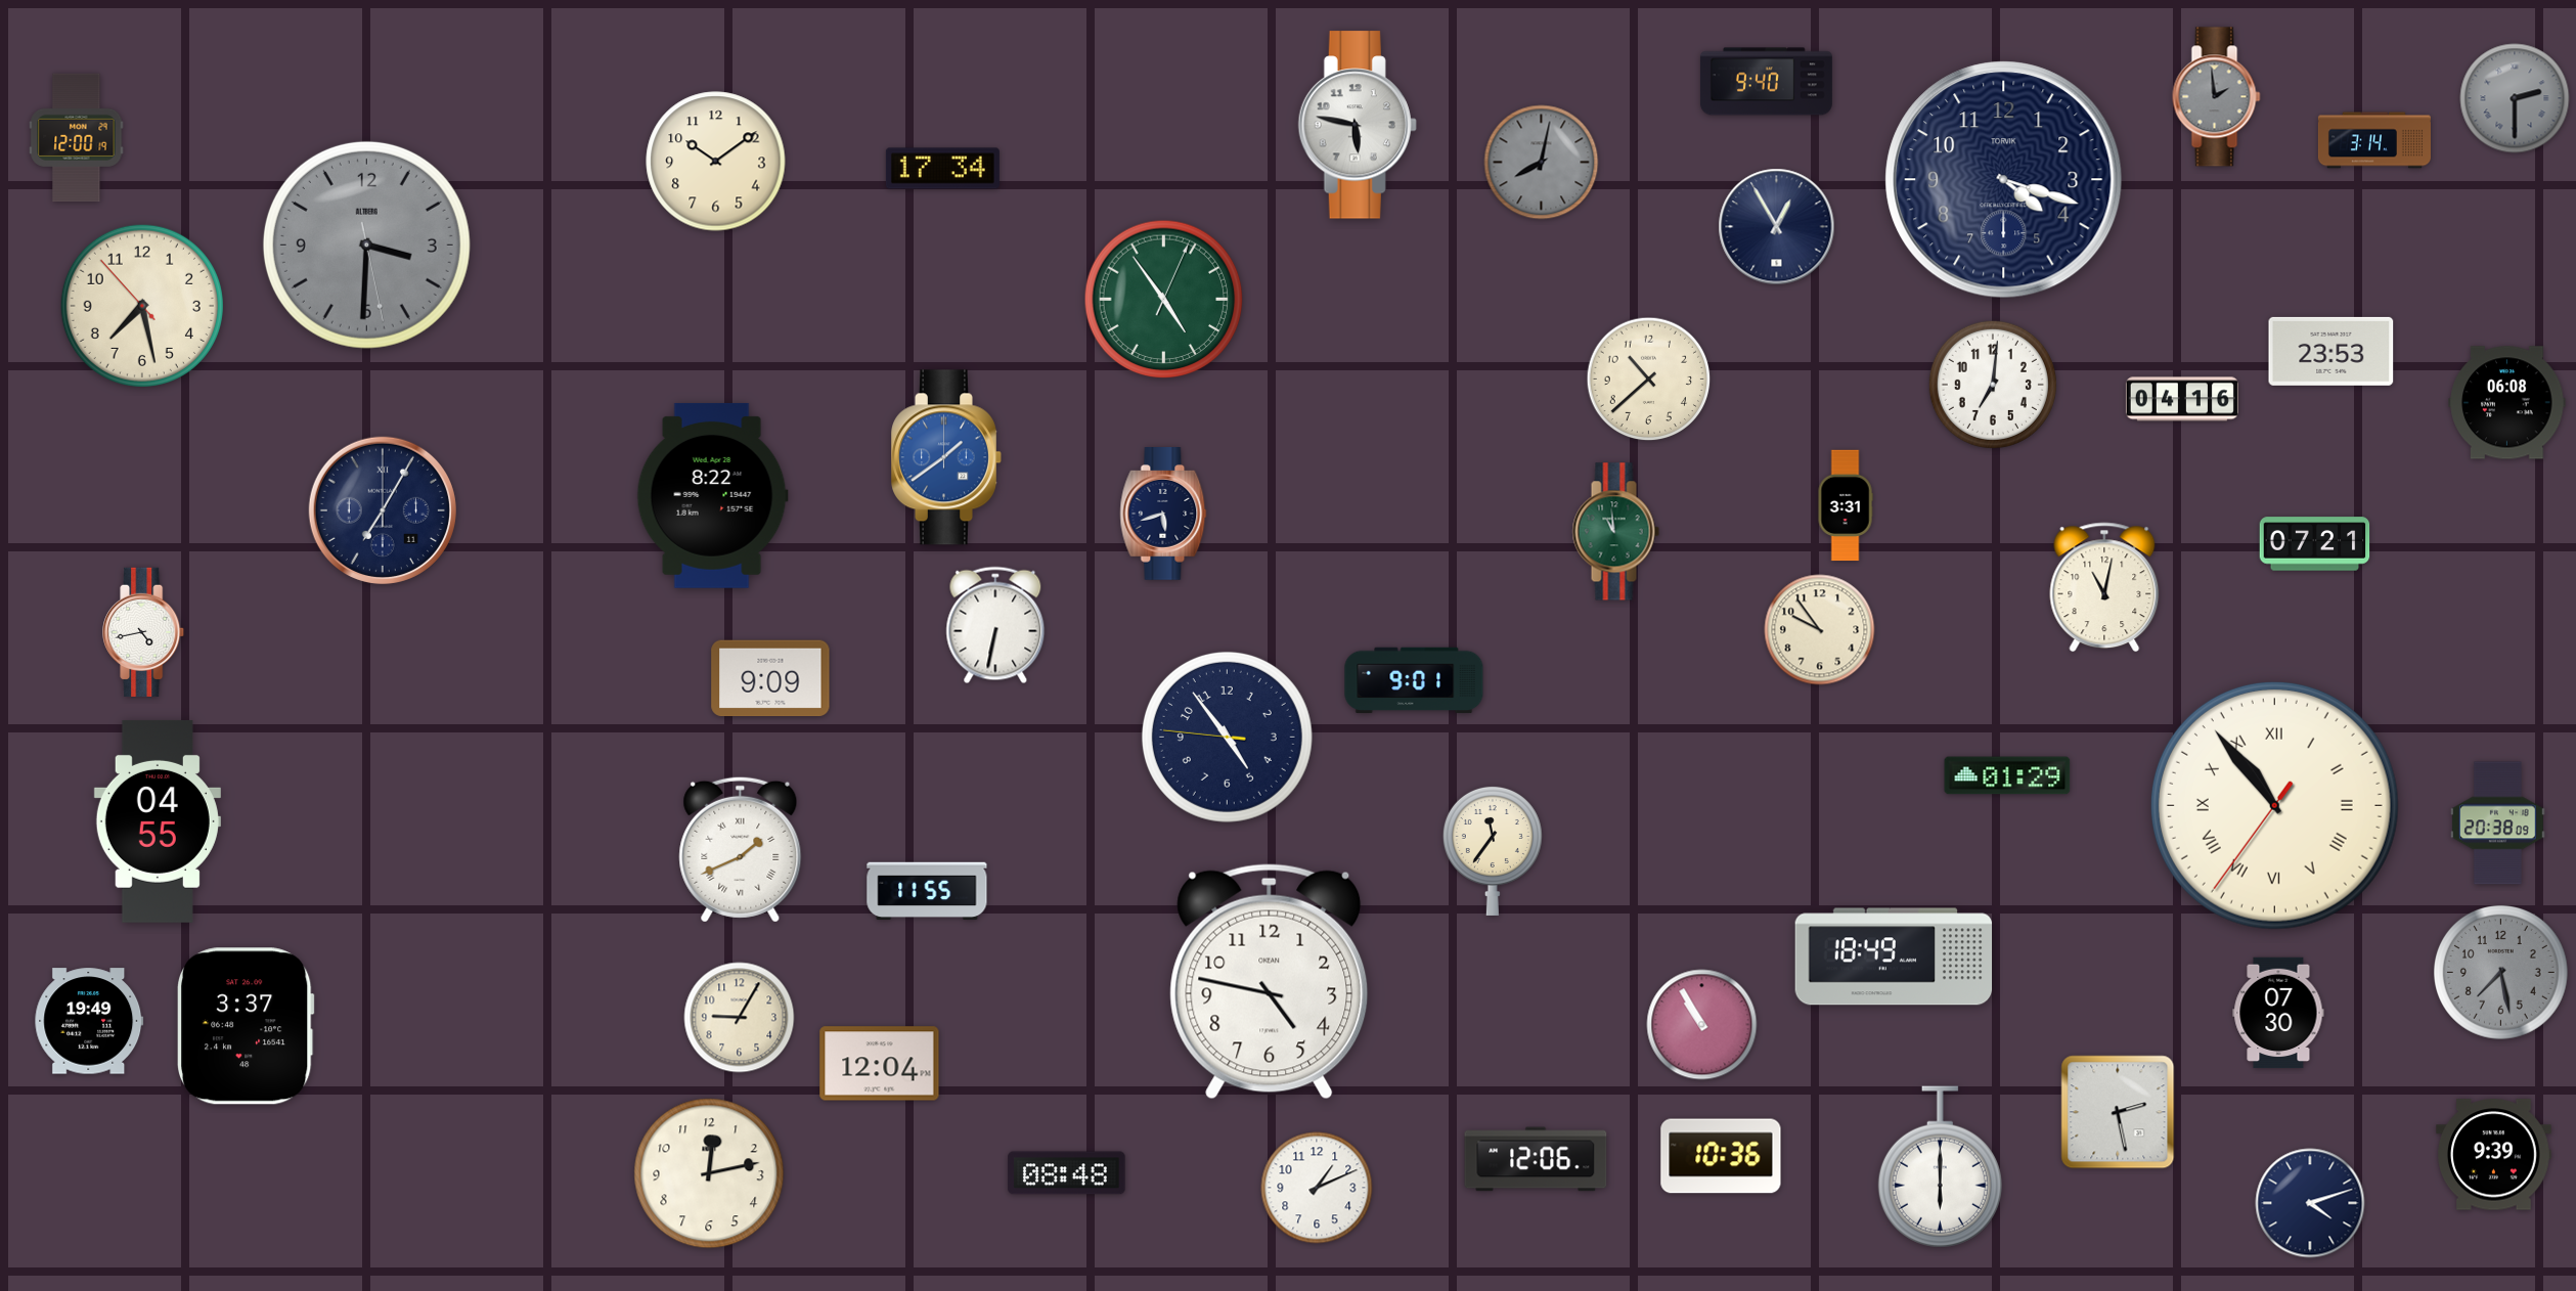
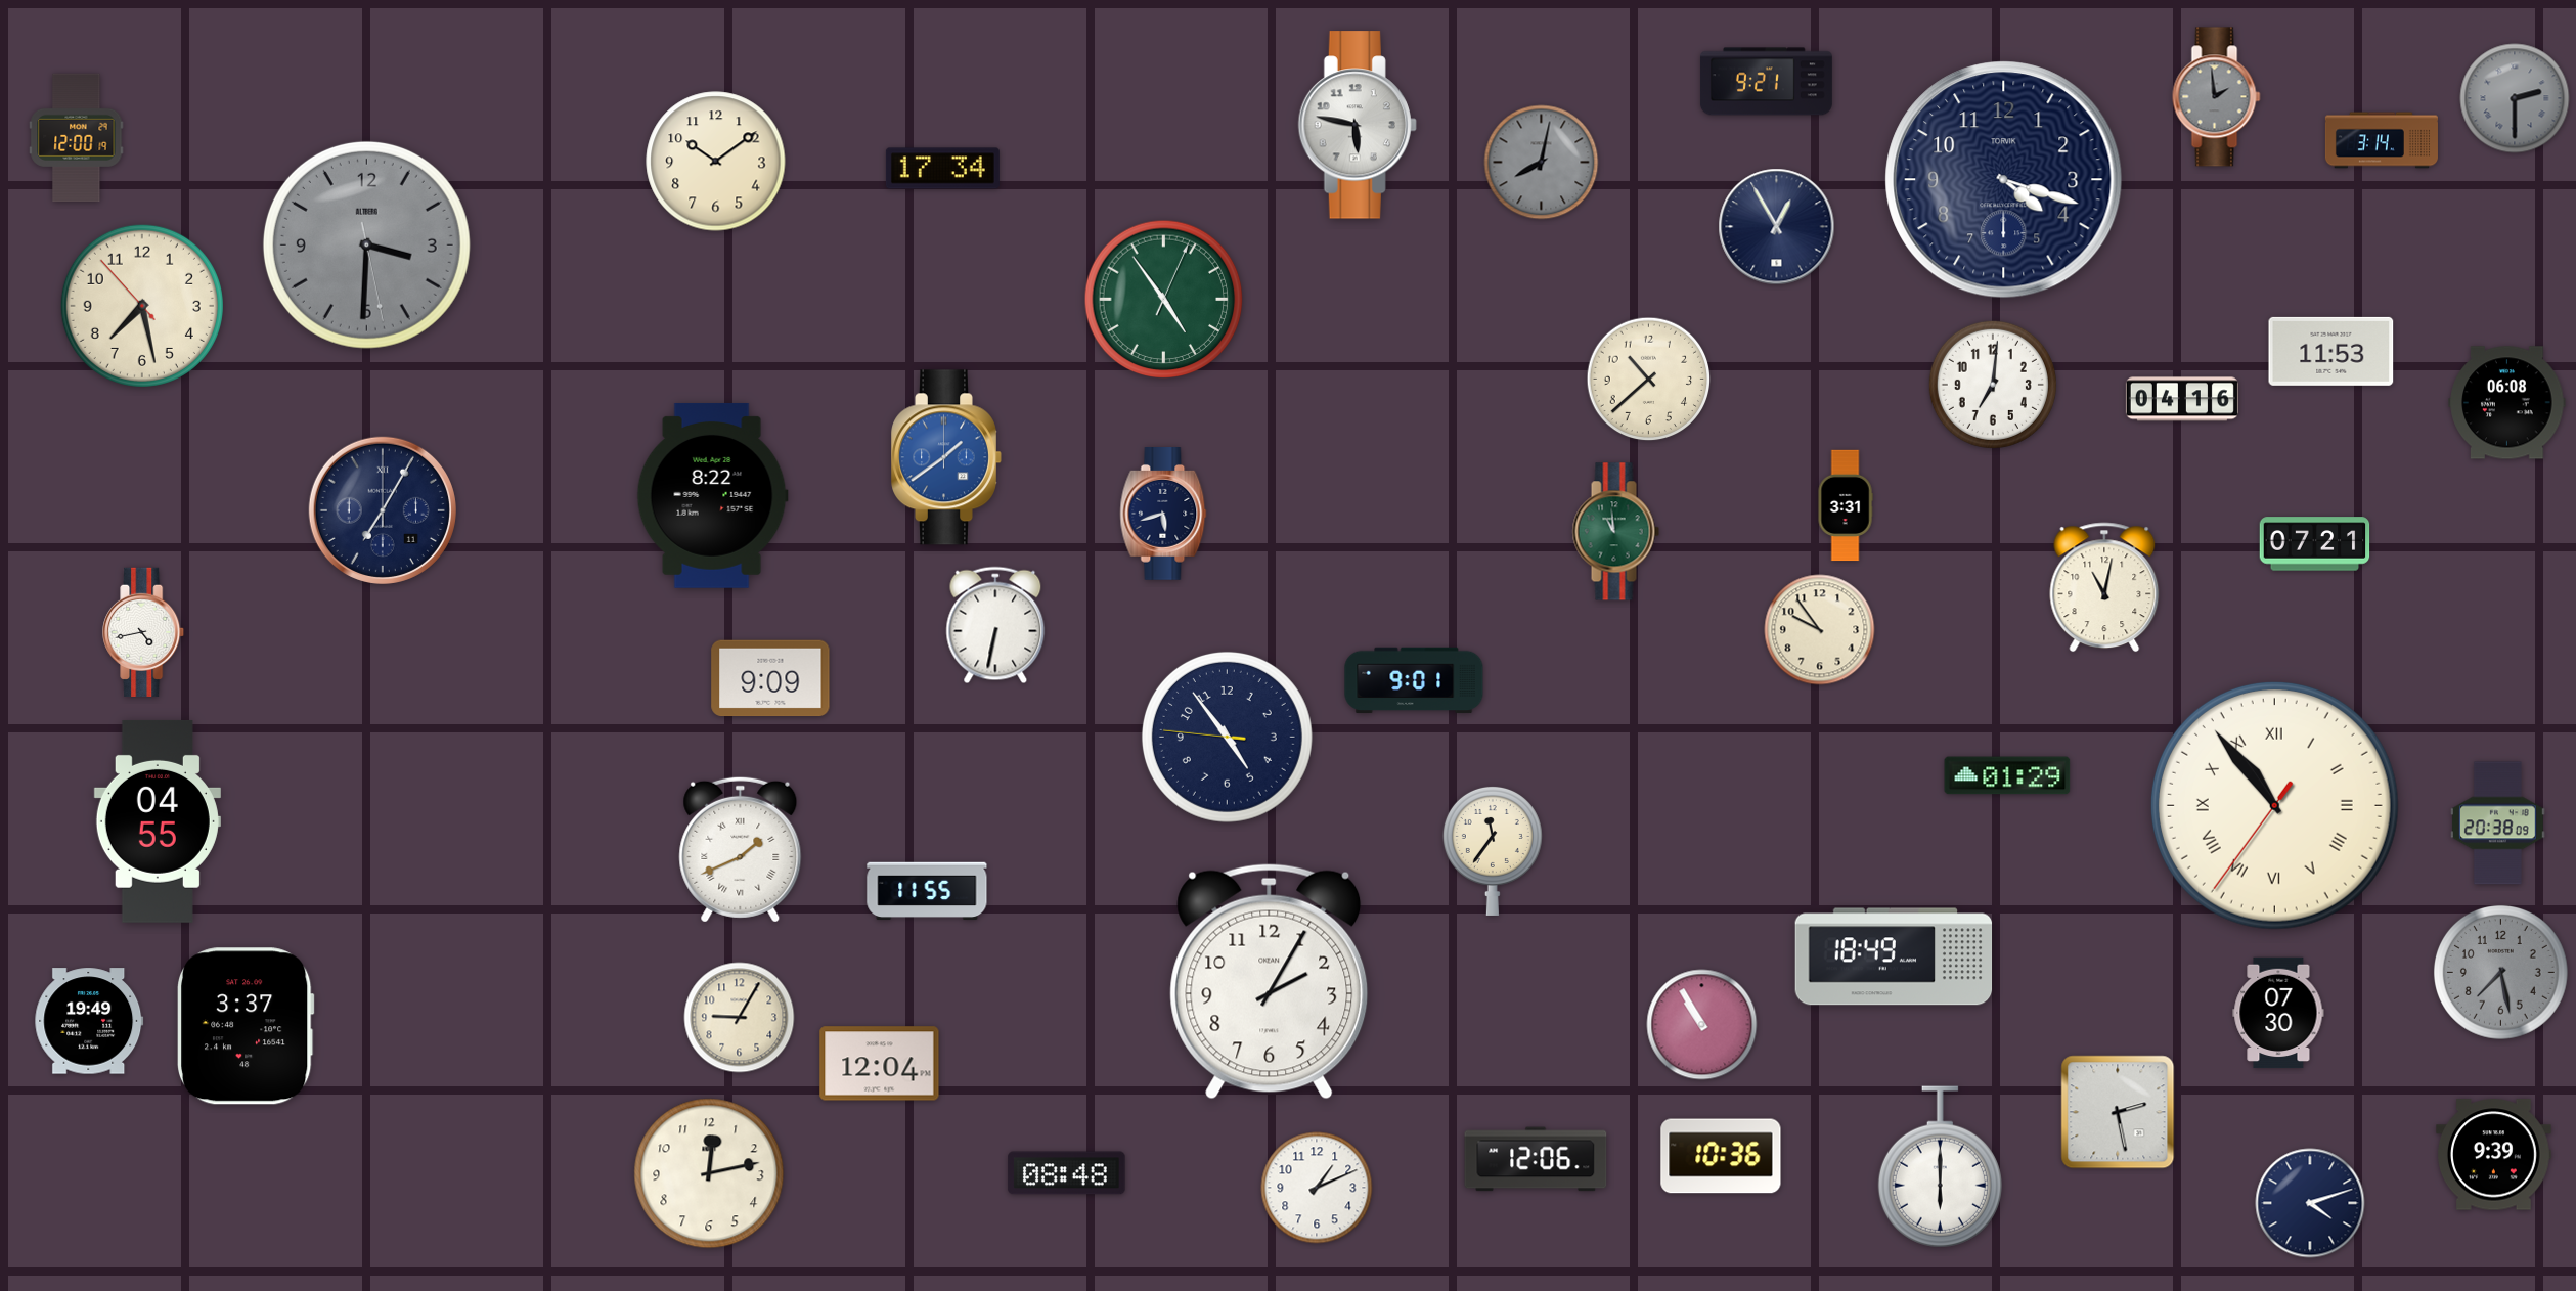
clock at (1766, 82): 9:40 -> 9:21
clock at (2374, 140) position: (2374, 140) -> (2382, 140)
clock at (2331, 351): 23:53 -> 11:53
clock at (1270, 982): 4:47 -> 2:05
